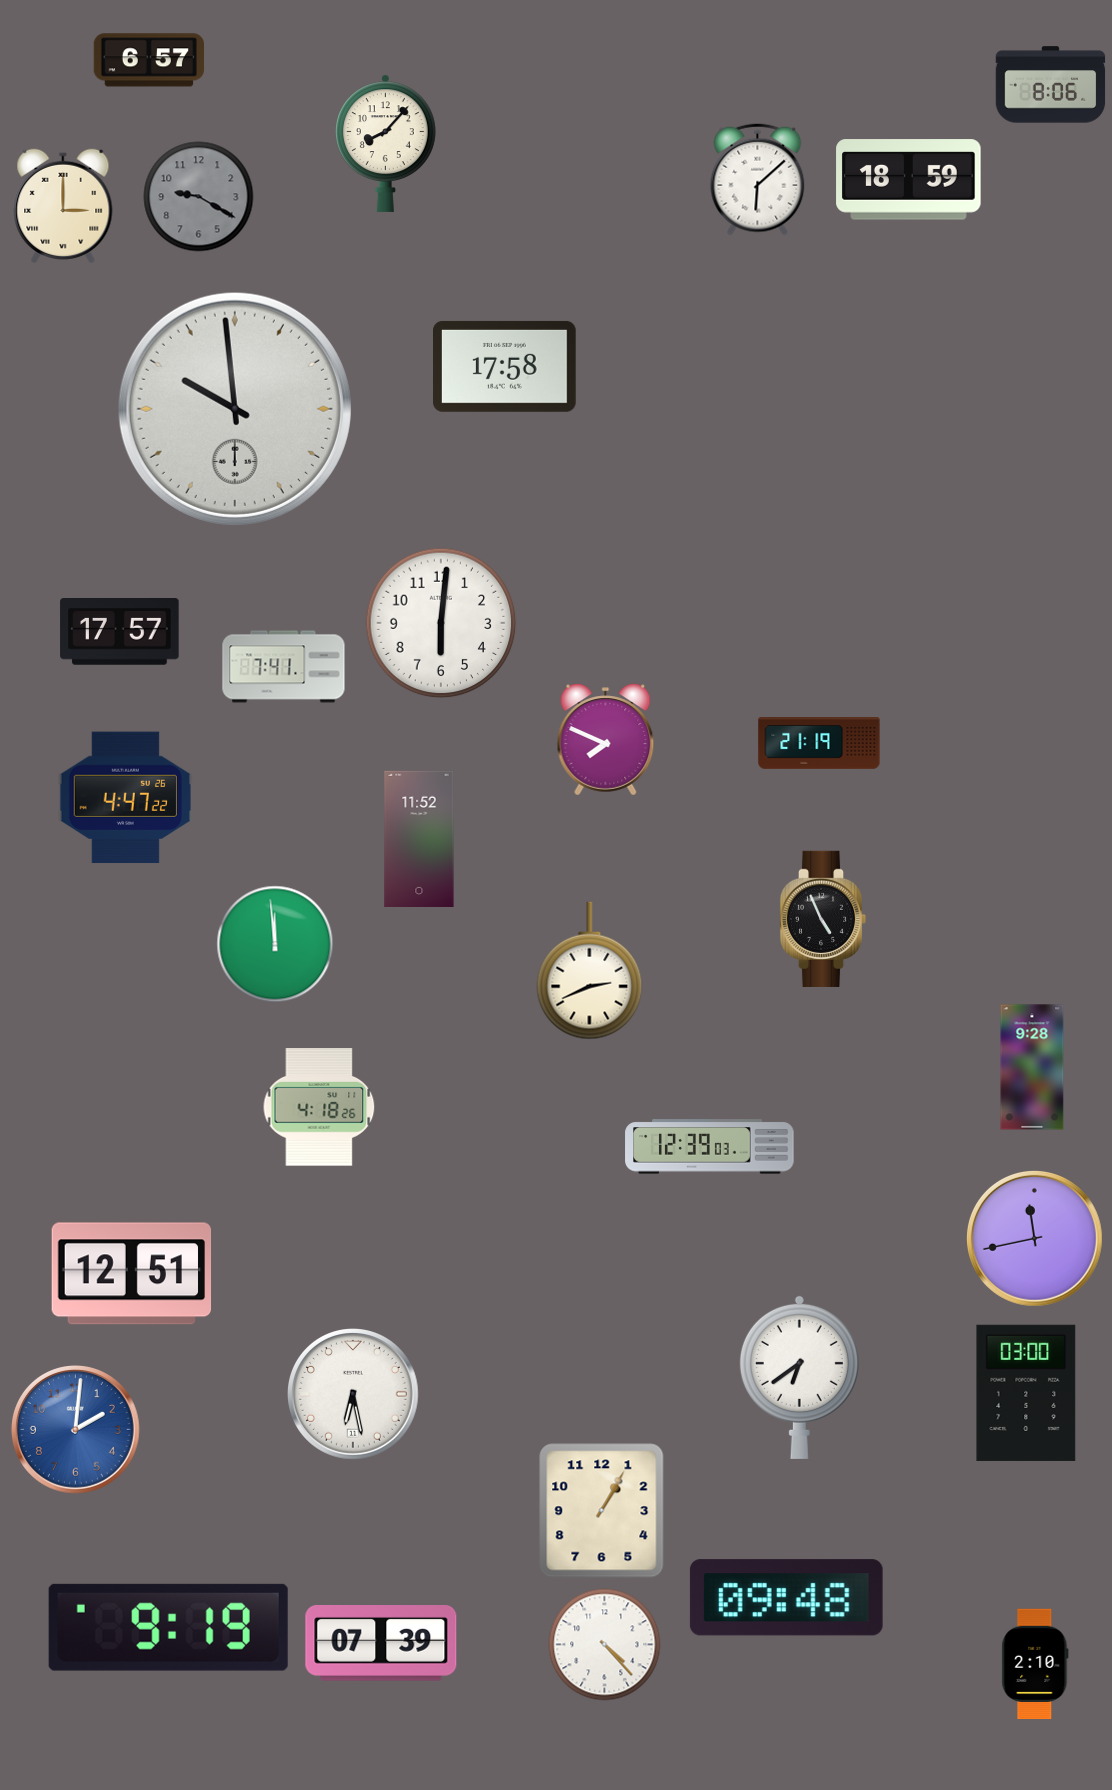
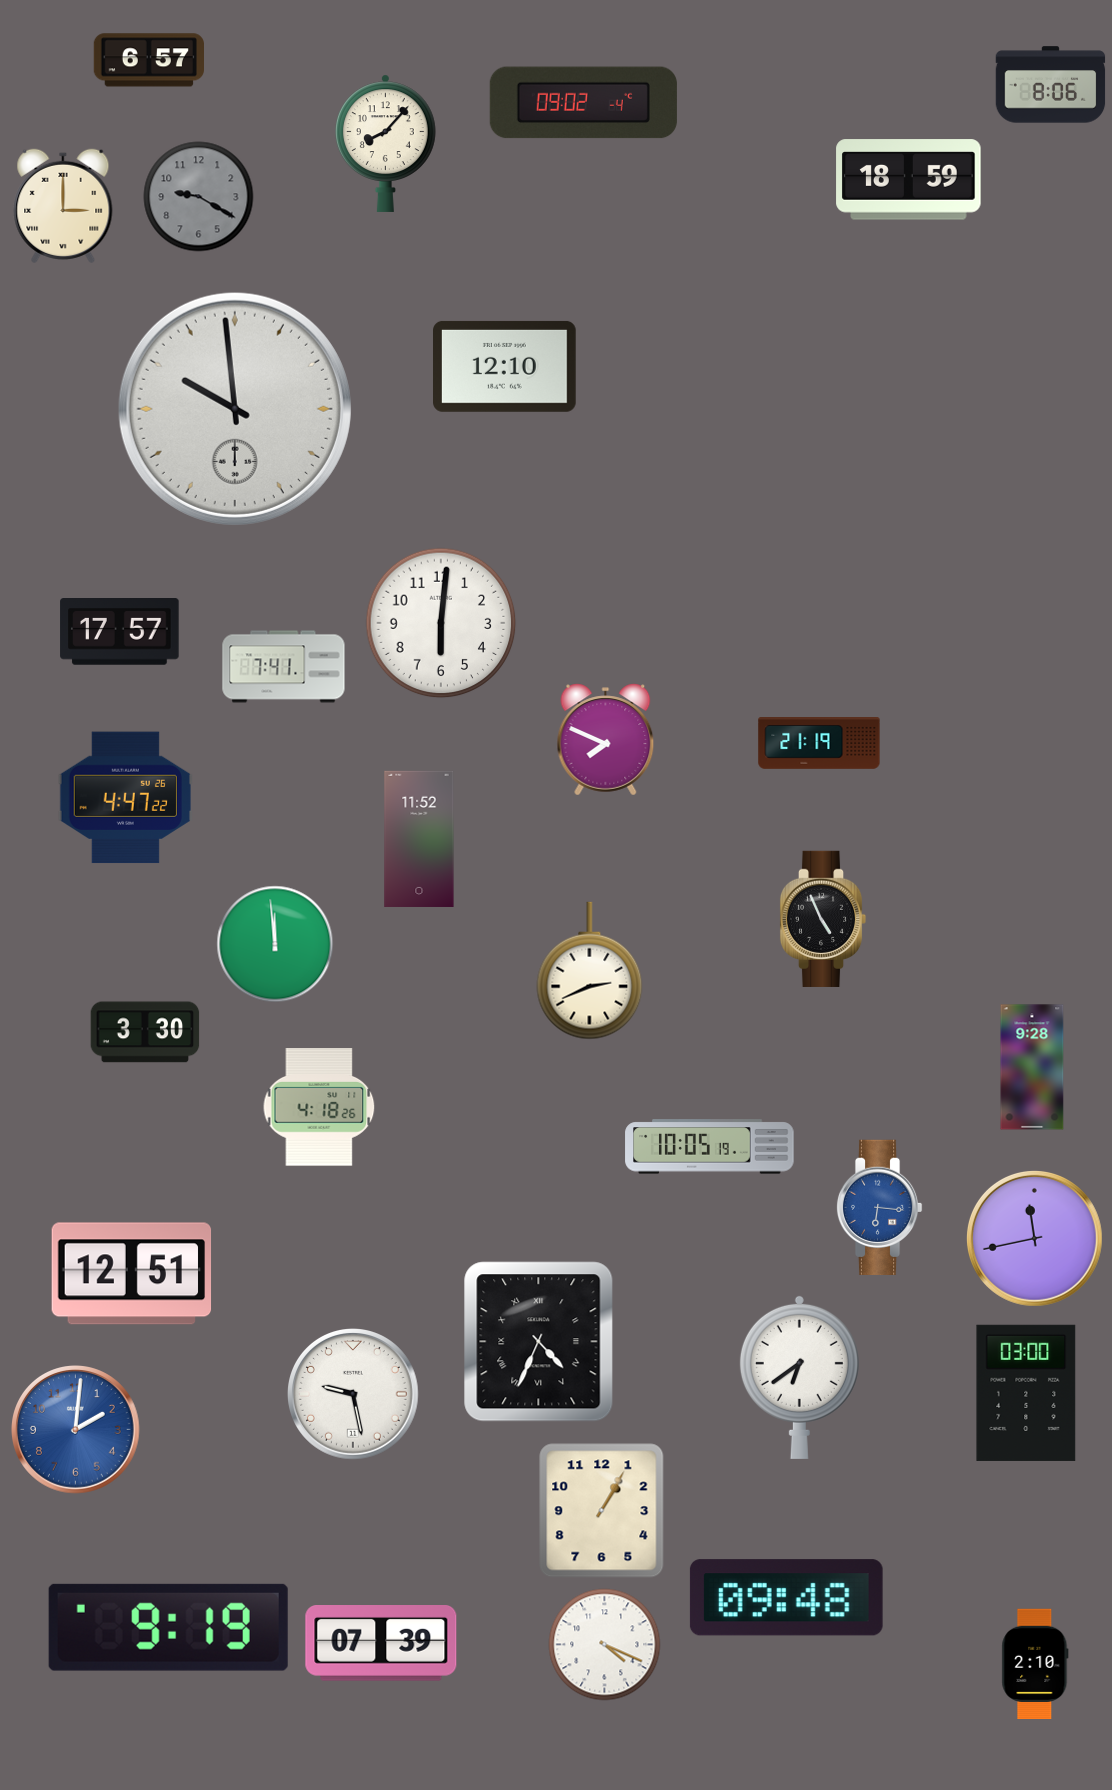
clock at (583, 103): none -> 09:02
clock at (758, 180): 6:08 -> none
clock at (505, 366): 17:58 -> 12:10
clock at (145, 1032): none -> 3:30
clock at (710, 1147): 12:39 -> 10:05
clock at (879, 1207): none -> 6:16
clock at (539, 1342): none -> 4:34
clock at (354, 1395): 6:28 -> 9:28
clock at (605, 1645): 4:23 -> 4:19
